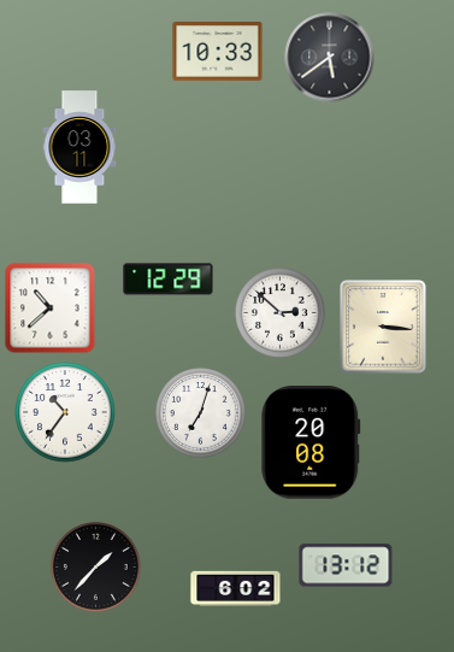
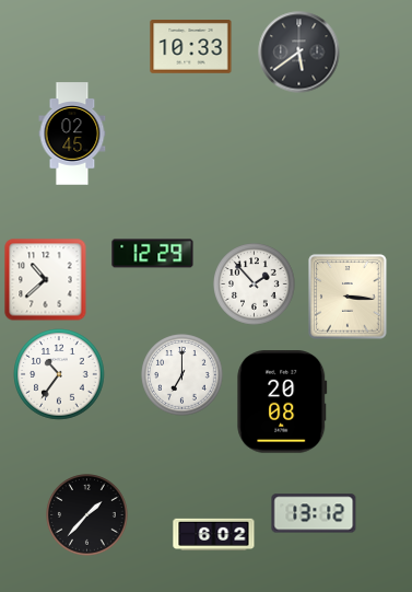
clock at (218, 52) position: (218, 52) -> (191, 47)
clock at (79, 147): 03:11 -> 02:45
clock at (281, 313): 2:52 -> 1:53
clock at (201, 413): 7:03 -> 7:00
